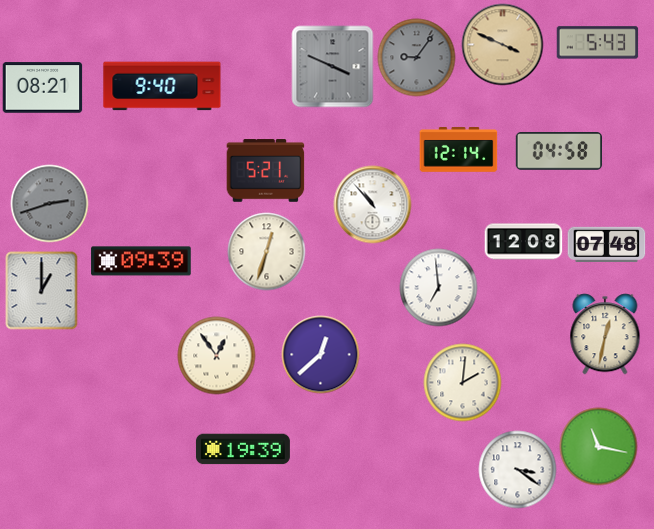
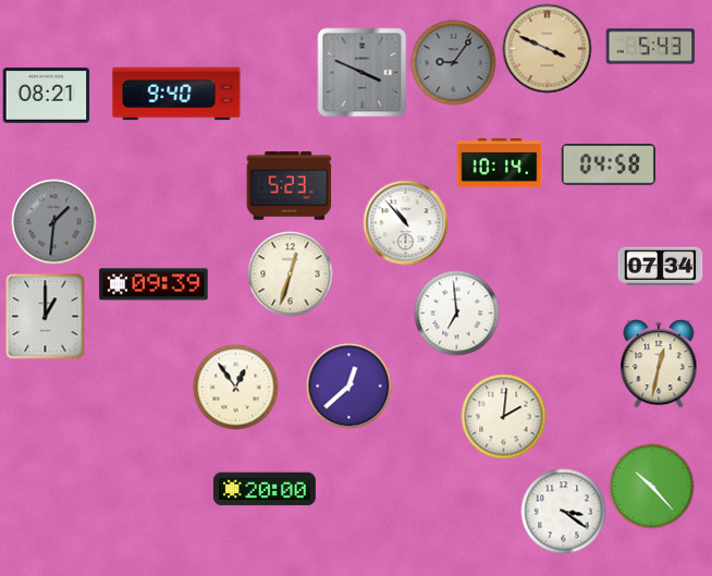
clock at (458, 150): 12:14 -> 10:14
clock at (265, 171): 5:21 -> 5:23
clock at (49, 203): 2:42 -> 1:31
clock at (523, 242): 12:08 -> none
clock at (606, 244): 07:48 -> 07:34
clock at (438, 287) position: (438, 287) -> (456, 312)
clock at (598, 446): 11:17 -> 10:23
clock at (243, 449): 19:39 -> 20:00
